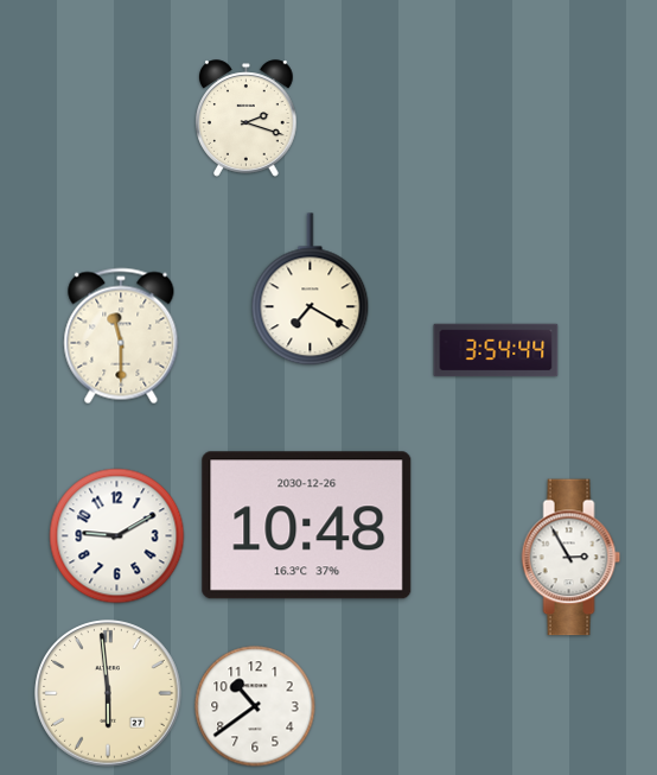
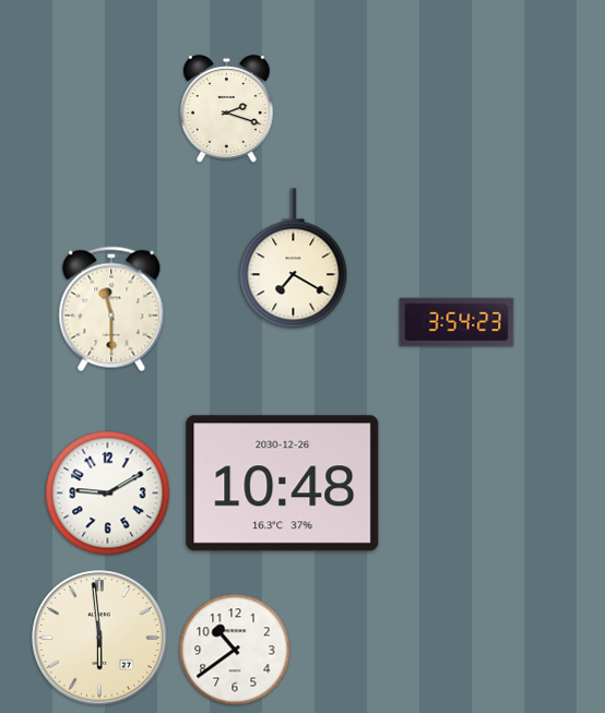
clock at (311, 290) position: (311, 290) -> (294, 259)
clock at (496, 350): 3:54:44 -> 3:54:23
clock at (572, 558): 2:55 -> none
